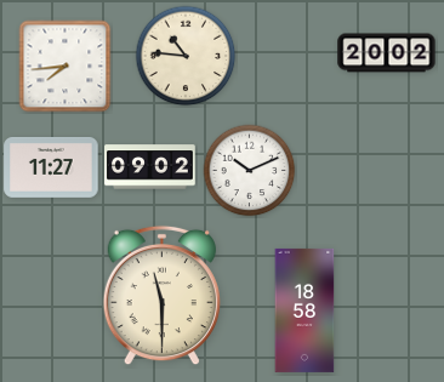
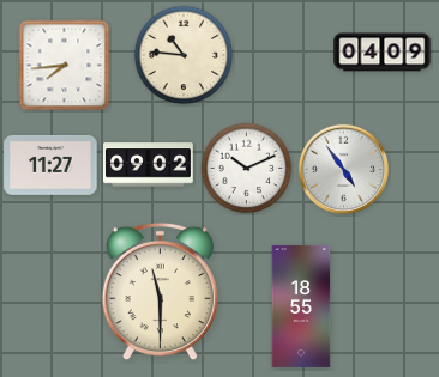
clock at (387, 53): 20:02 -> 04:09
clock at (343, 169): none -> 4:54
clock at (304, 310): 18:58 -> 18:55
